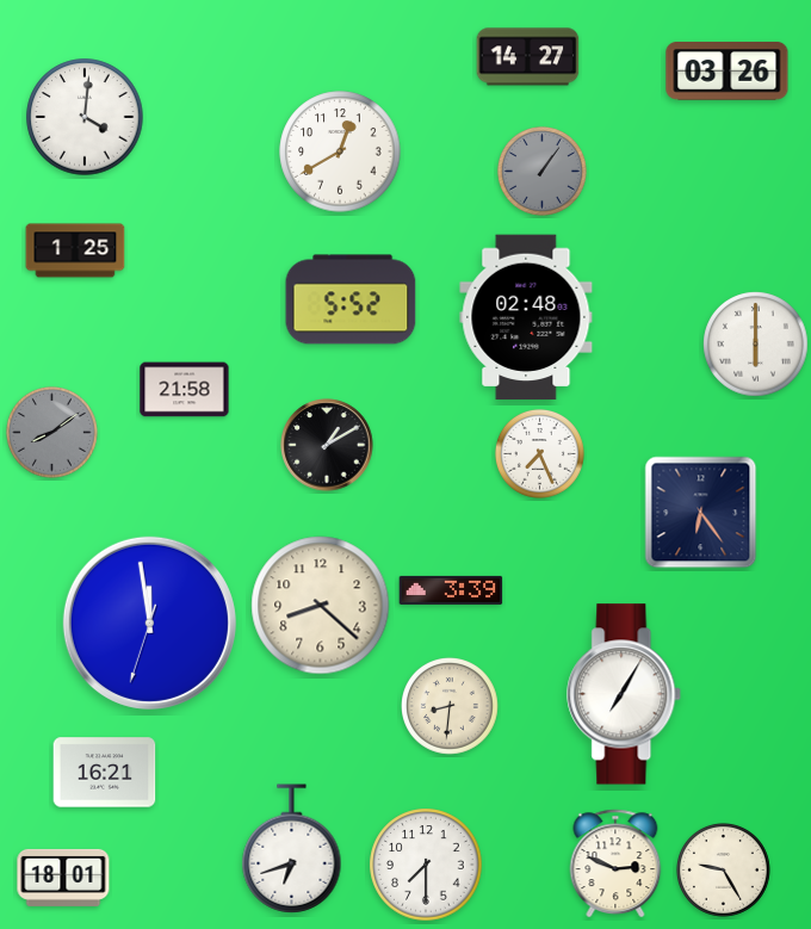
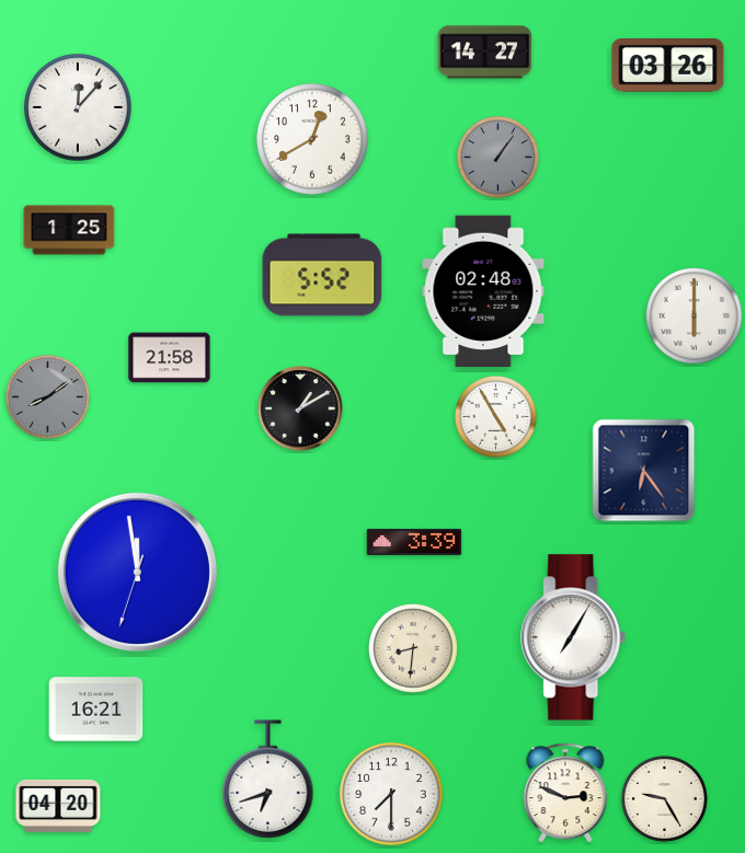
clock at (85, 117): 4:01 -> 12:07
clock at (539, 453): 7:26 -> 4:55
clock at (321, 606): 8:22 -> none
clock at (63, 878): 18:01 -> 04:20
